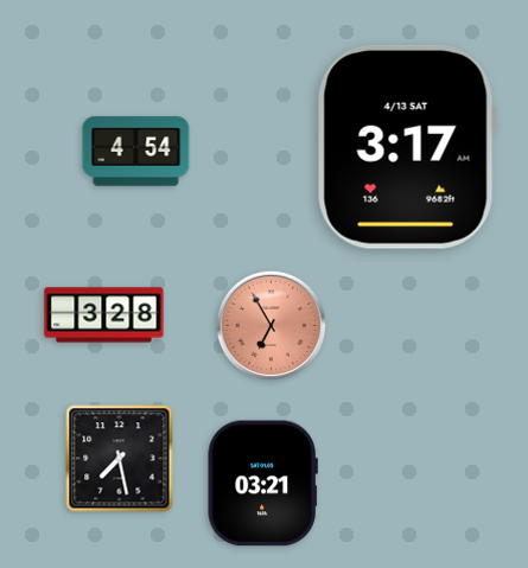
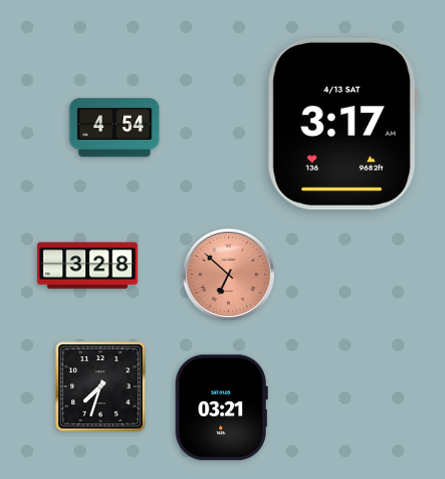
clock at (272, 326): 6:55 -> 6:52
clock at (120, 459): 7:28 -> 7:33
